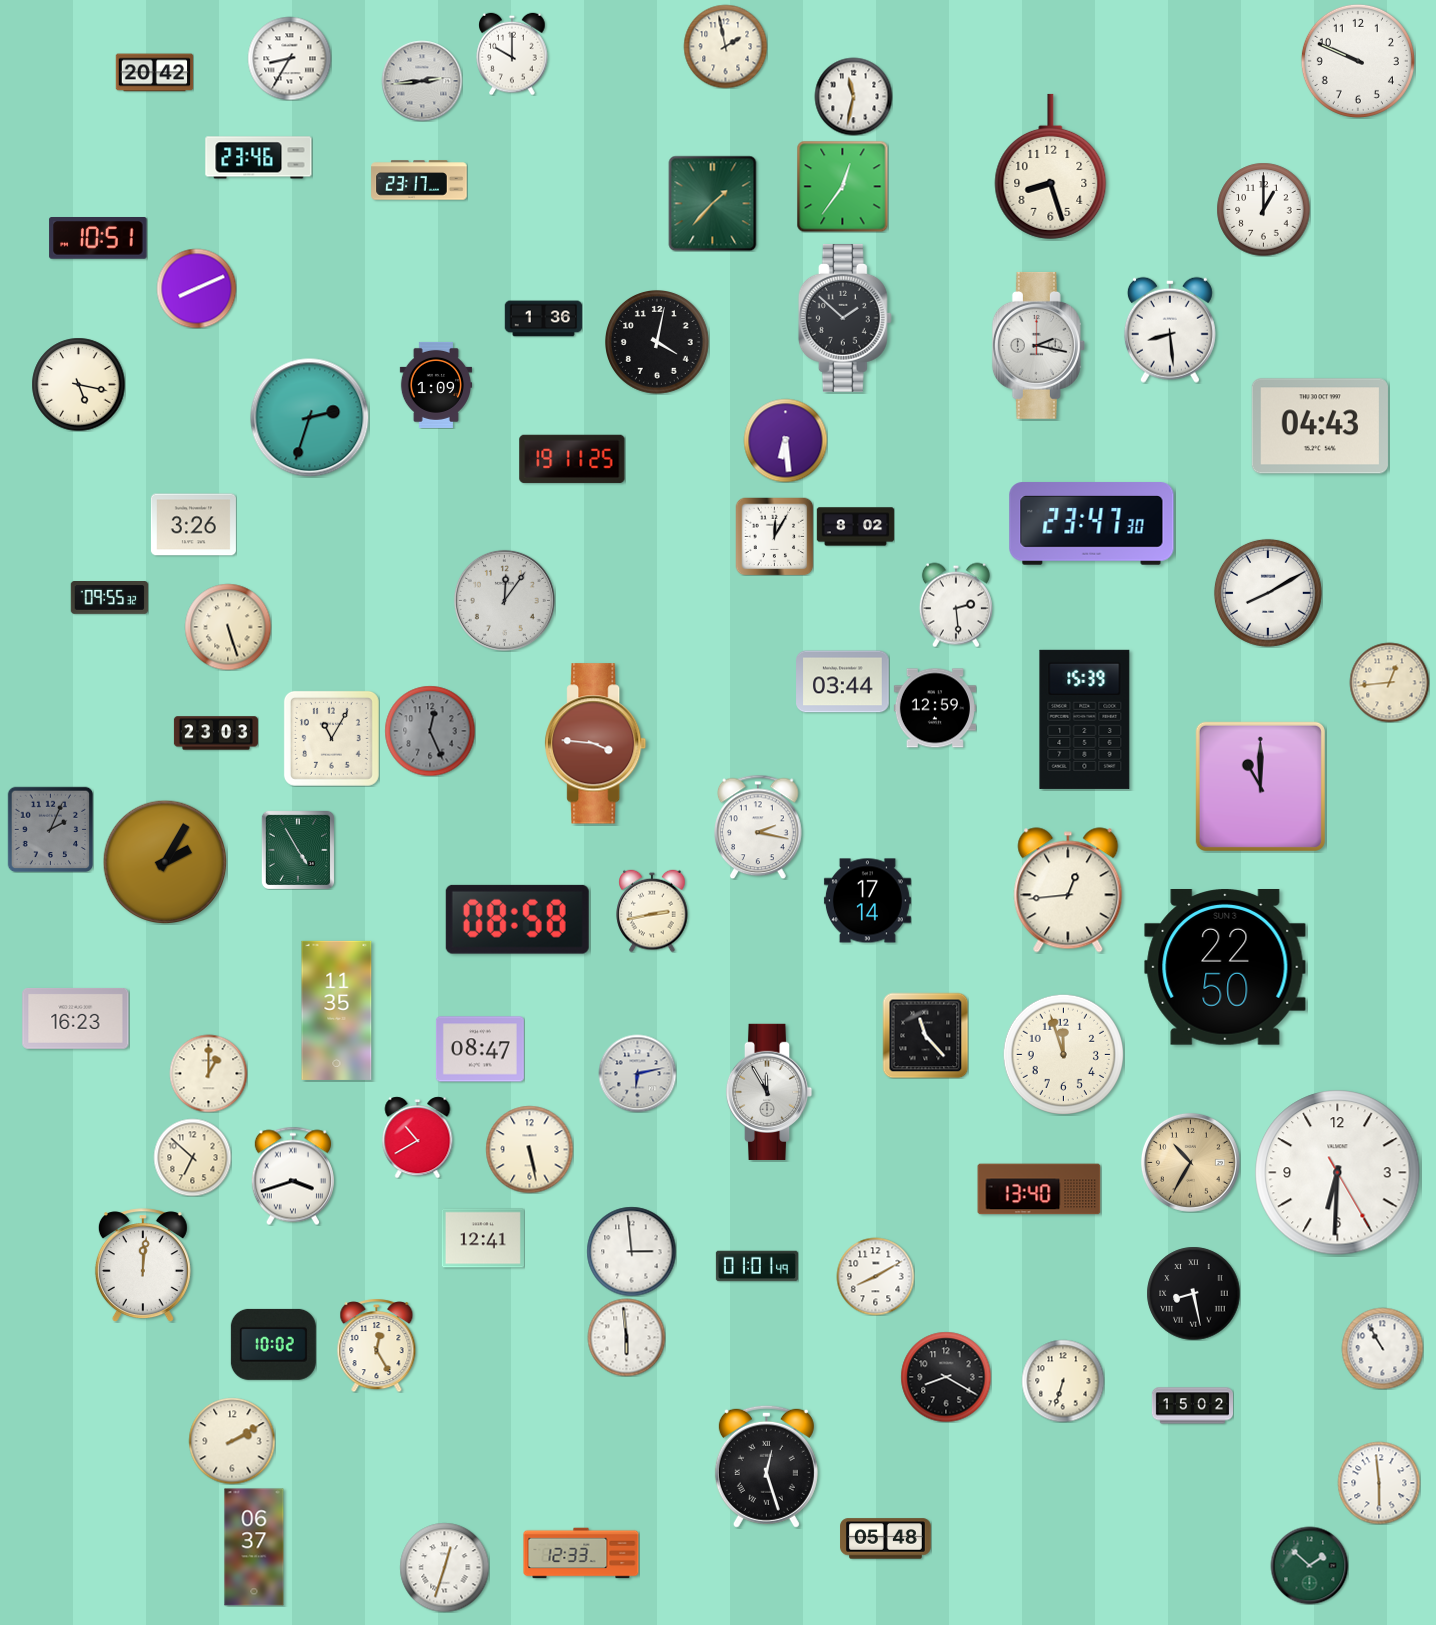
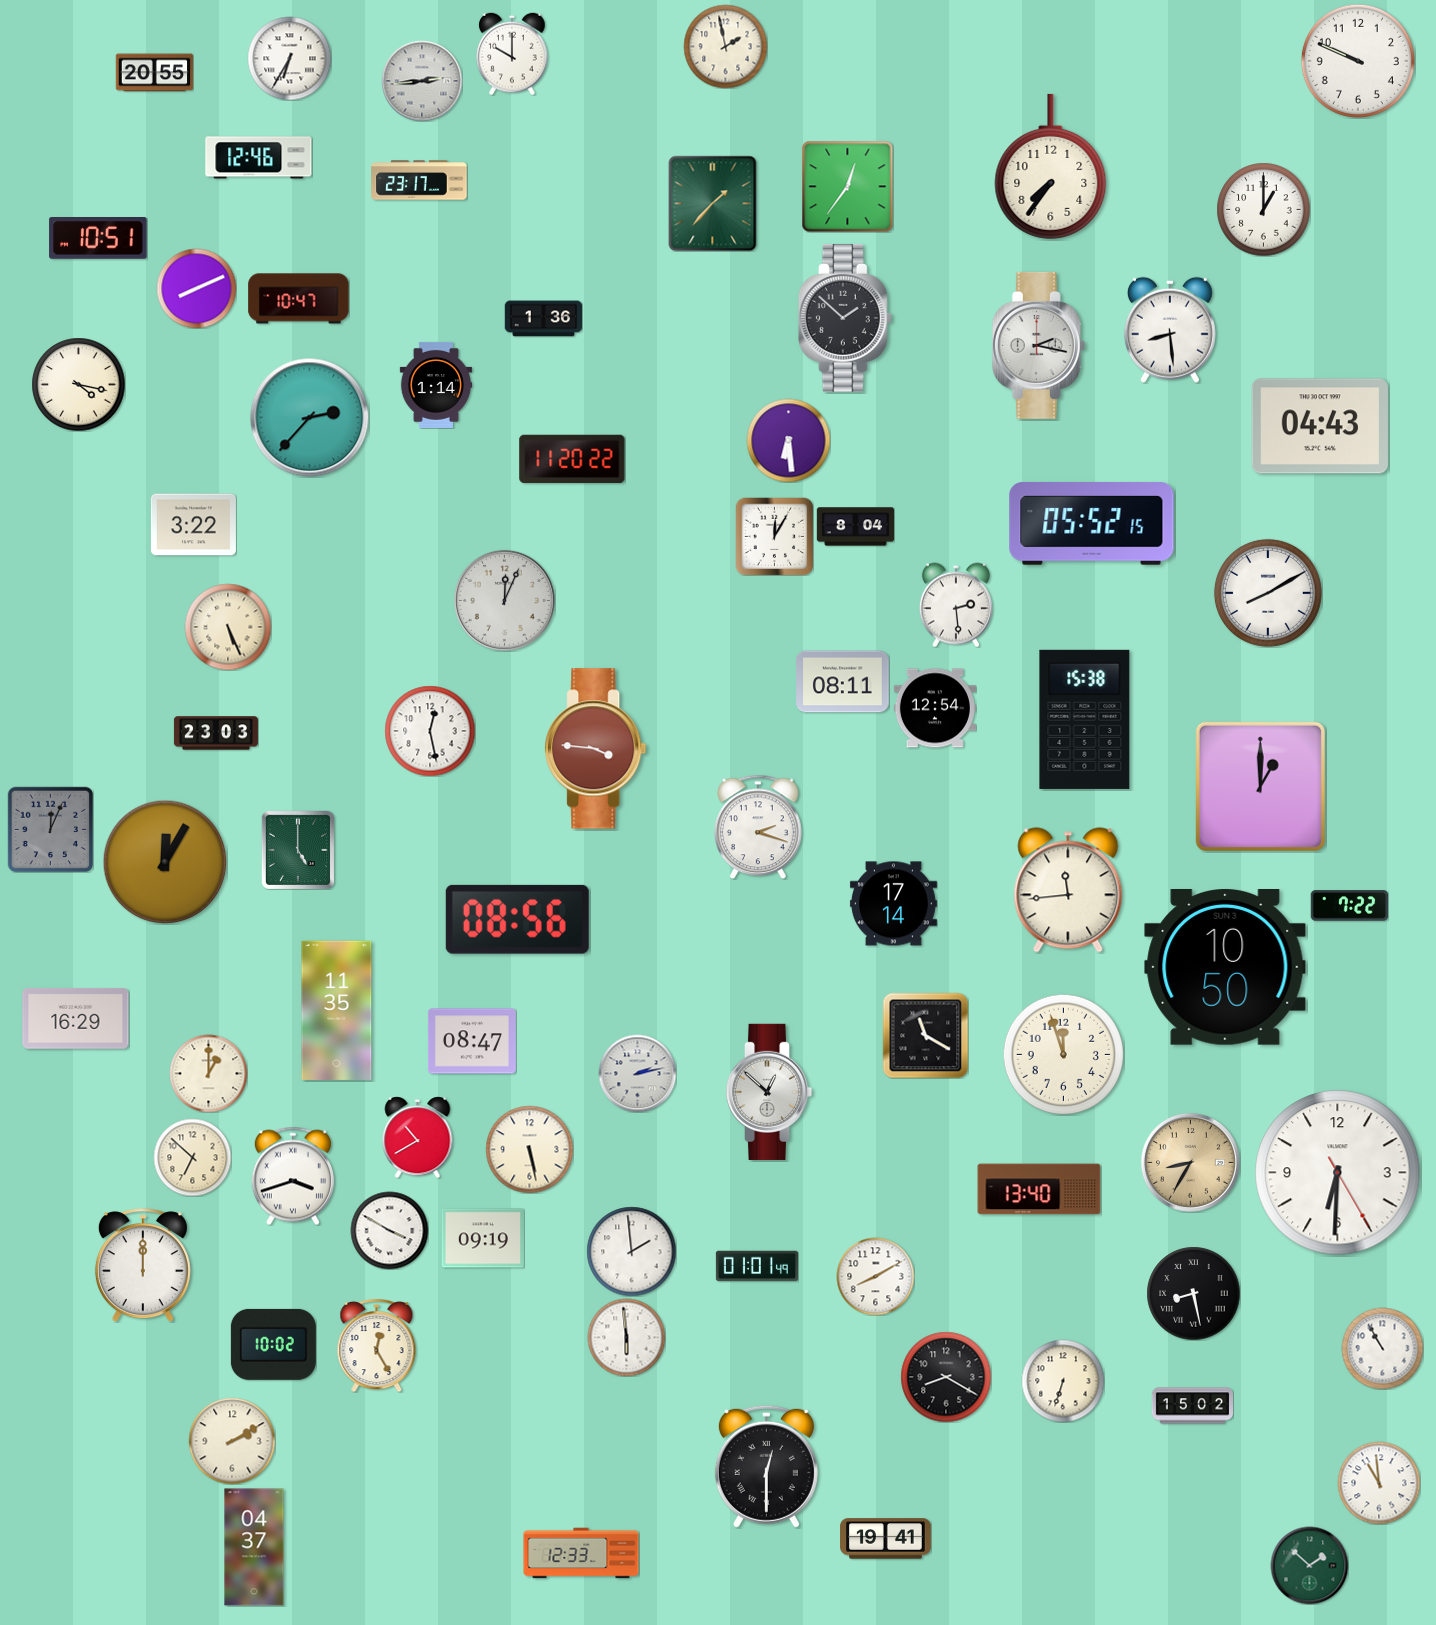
clock at (289, 58): 8:35 -> 6:35
clock at (154, 73): 20:42 -> 20:55
clock at (853, 96): 11:32 -> none
clock at (259, 158): 23:46 -> 12:46
clock at (1051, 166): 8:27 -> 7:36
clock at (842, 186) position: (842, 186) -> (847, 186)
clock at (299, 299): none -> 10:47
clock at (658, 343): 4:02 -> none
clock at (78, 384): 5:17 -> 4:17
clock at (435, 385): 1:09 -> 1:14
clock at (310, 418): 2:33 -> 2:37
clock at (785, 440) position: (785, 440) -> (788, 440)
clock at (572, 459): 19:11 -> 11:20
clock at (1092, 524): 23:47 -> 05:52
clock at (193, 525): 3:26 -> 3:22
clock at (855, 527): 8:02 -> 8:04
clock at (109, 598): 09:55 -> none
clock at (504, 600): 12:06 -> 12:04
clock at (228, 627): 5:27 -> 5:26
clock at (843, 682): 03:44 -> 08:11
clock at (1389, 682): 12:44 -> none
clock at (935, 708): 12:59 -> 12:54
clock at (1085, 719): 15:39 -> 15:38
clock at (430, 731): 12:26 -> 12:28
clock at (430, 731) dial: grey -> white
clock at (331, 738): 11:05 -> none
clock at (596, 744) position: (596, 744) -> (596, 749)
clock at (1260, 786): 11:00 -> 1:00
clock at (759, 827): 2:17 -> 2:18
clock at (50, 829): 2:04 -> 12:04
clock at (298, 850): 4:55 -> 5:00
clock at (165, 862): 2:05 -> 12:05
clock at (1068, 890): 12:44 -> 11:44
clock at (867, 901) position: (867, 901) -> (893, 904)
clock at (1349, 906): none -> 7:22
clock at (652, 911): 2:43 -> none
clock at (517, 919): 08:58 -> 08:56
clock at (1225, 968): 22:50 -> 10:50
clock at (76, 1018): 16:23 -> 16:29
clock at (925, 1035): 11:23 -> 11:20
clock at (480, 1049) position: (480, 1049) -> (472, 1041)
clock at (637, 1073): 6:13 -> 2:13
clock at (769, 1092): 11:55 -> 12:52
clock at (1190, 1162): 10:35 -> 8:35
clock at (389, 1230): none -> 3:50
clock at (483, 1238): 12:41 -> 09:19
clock at (631, 1251): 2:59 -> 1:59
clock at (143, 1265): 12:01 -> 12:00
clock at (766, 1466): 12:27 -> 12:30
clock at (1379, 1483): 5:59 -> 10:59
clock at (886, 1539): 05:48 -> 19:41
clock at (254, 1547): 06:37 -> 04:37
clock at (444, 1567): 12:33 -> none
